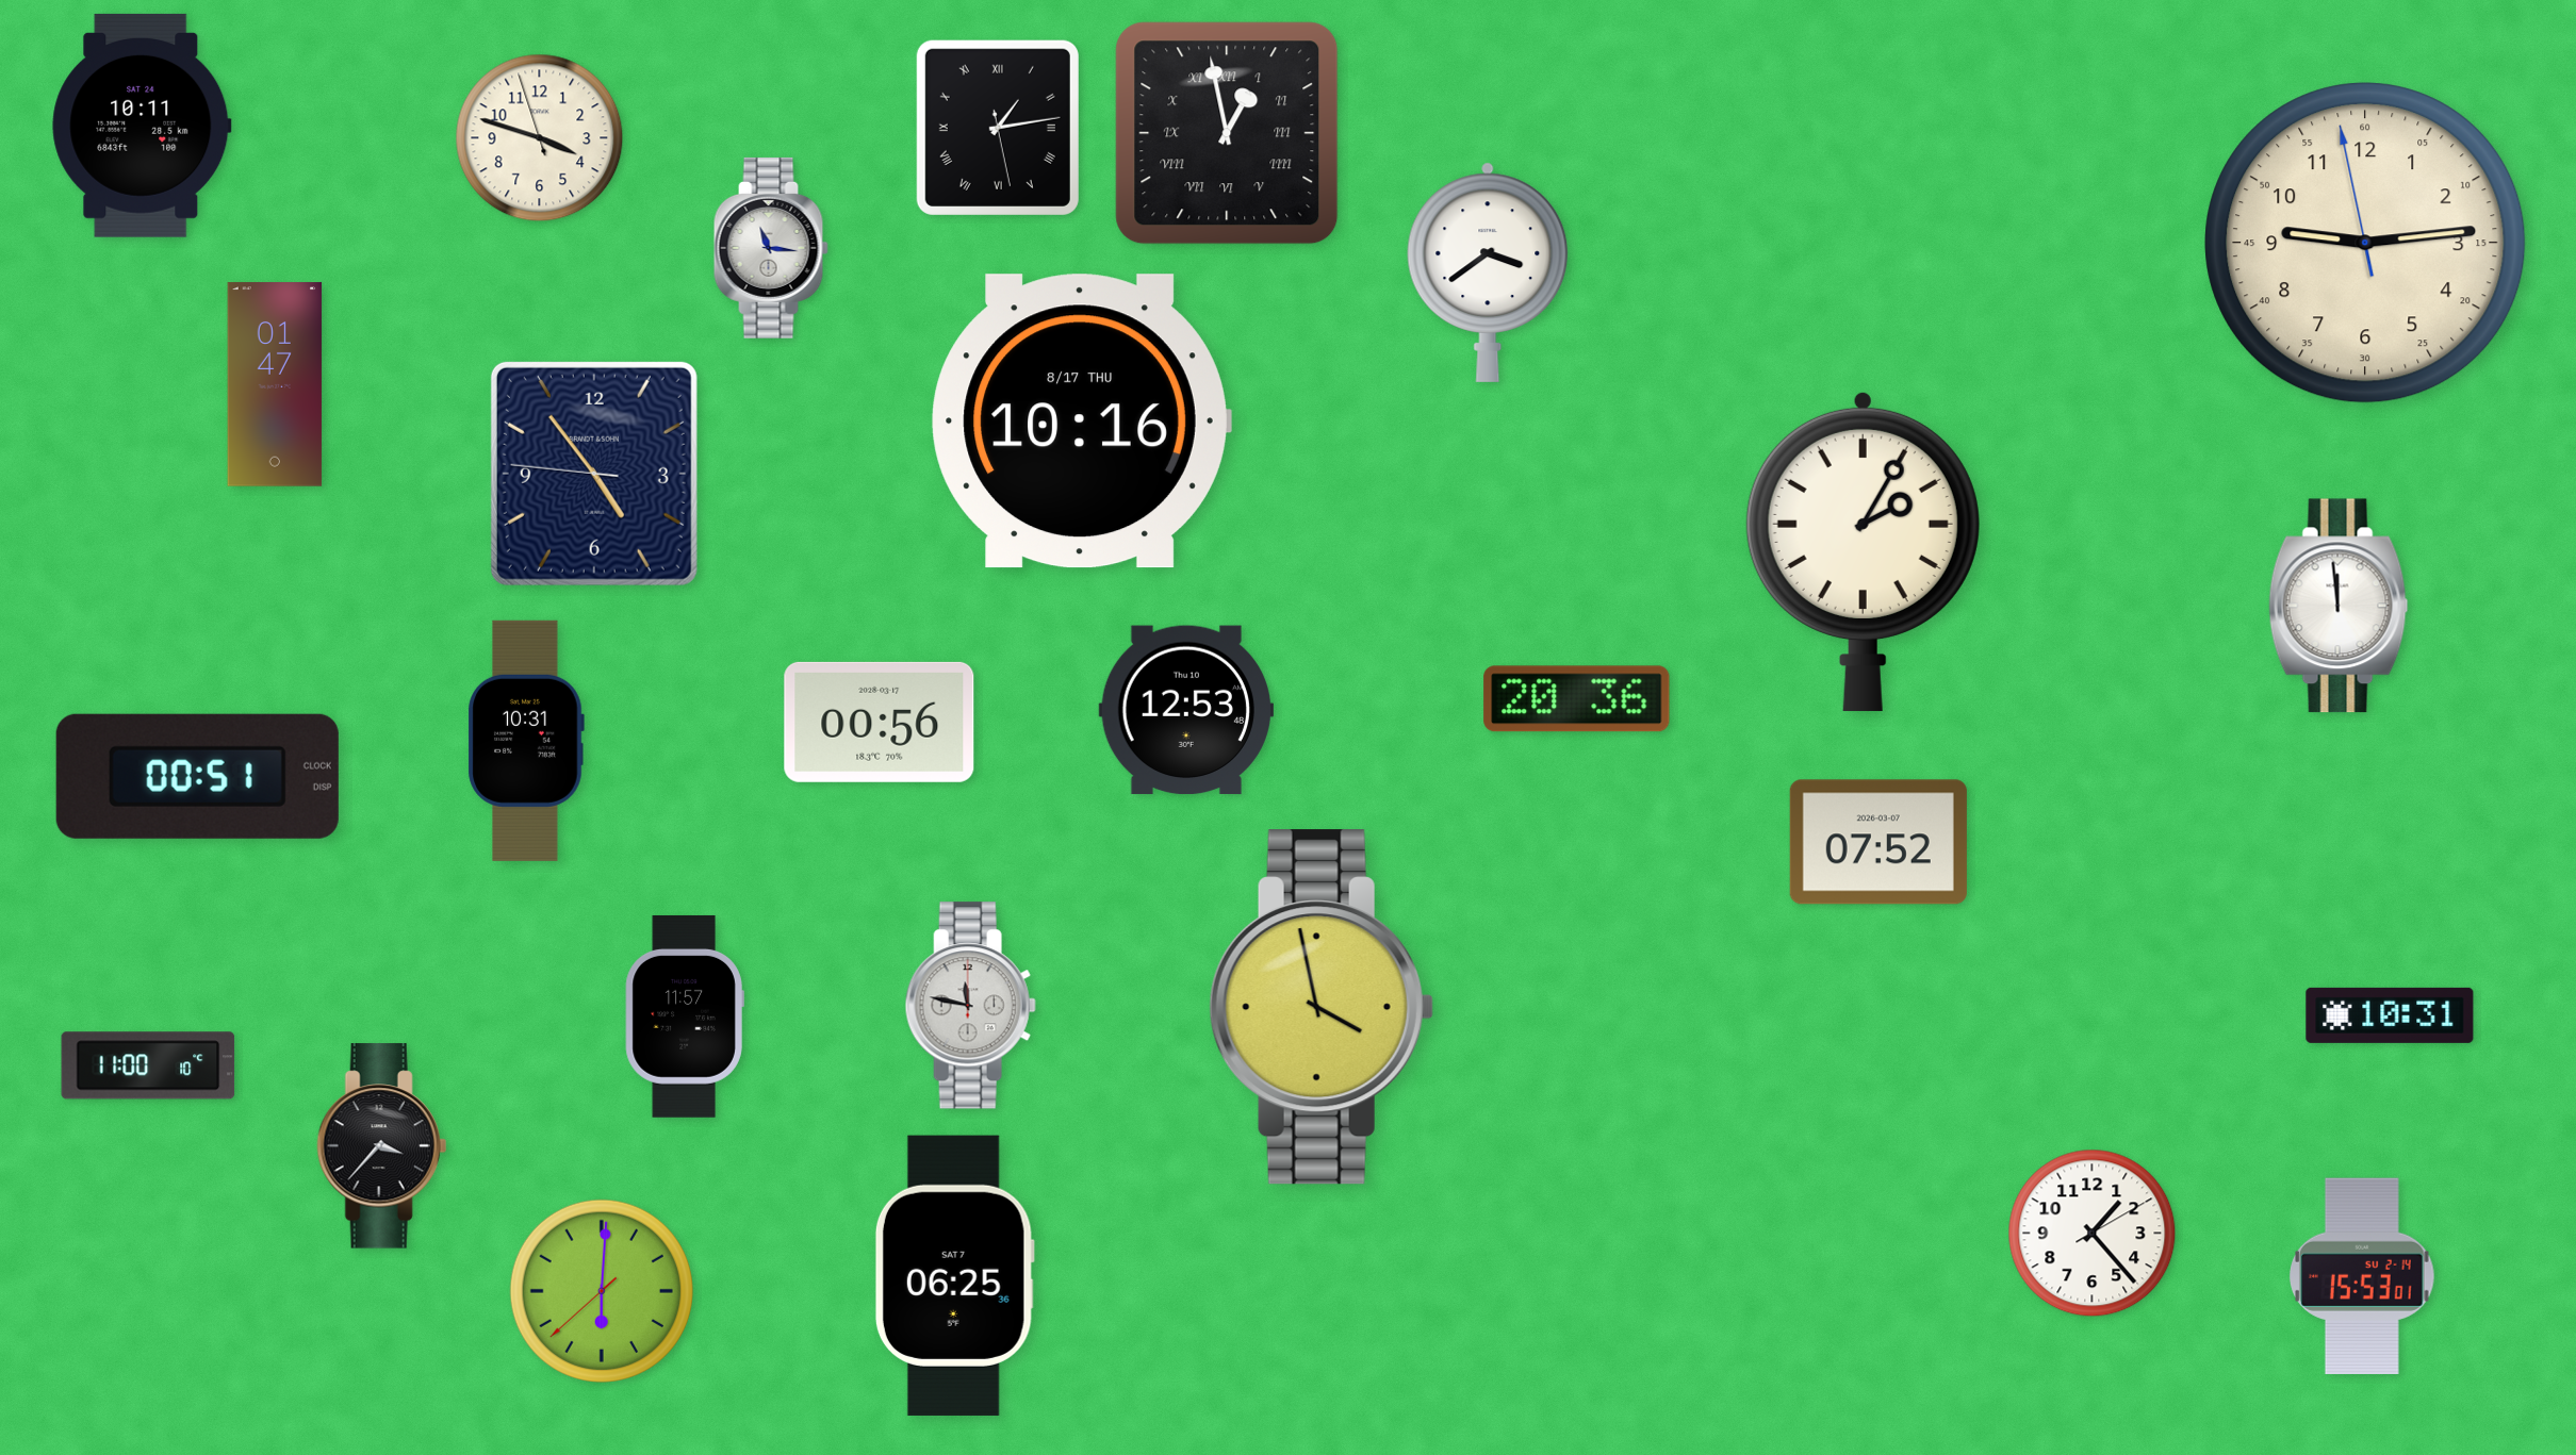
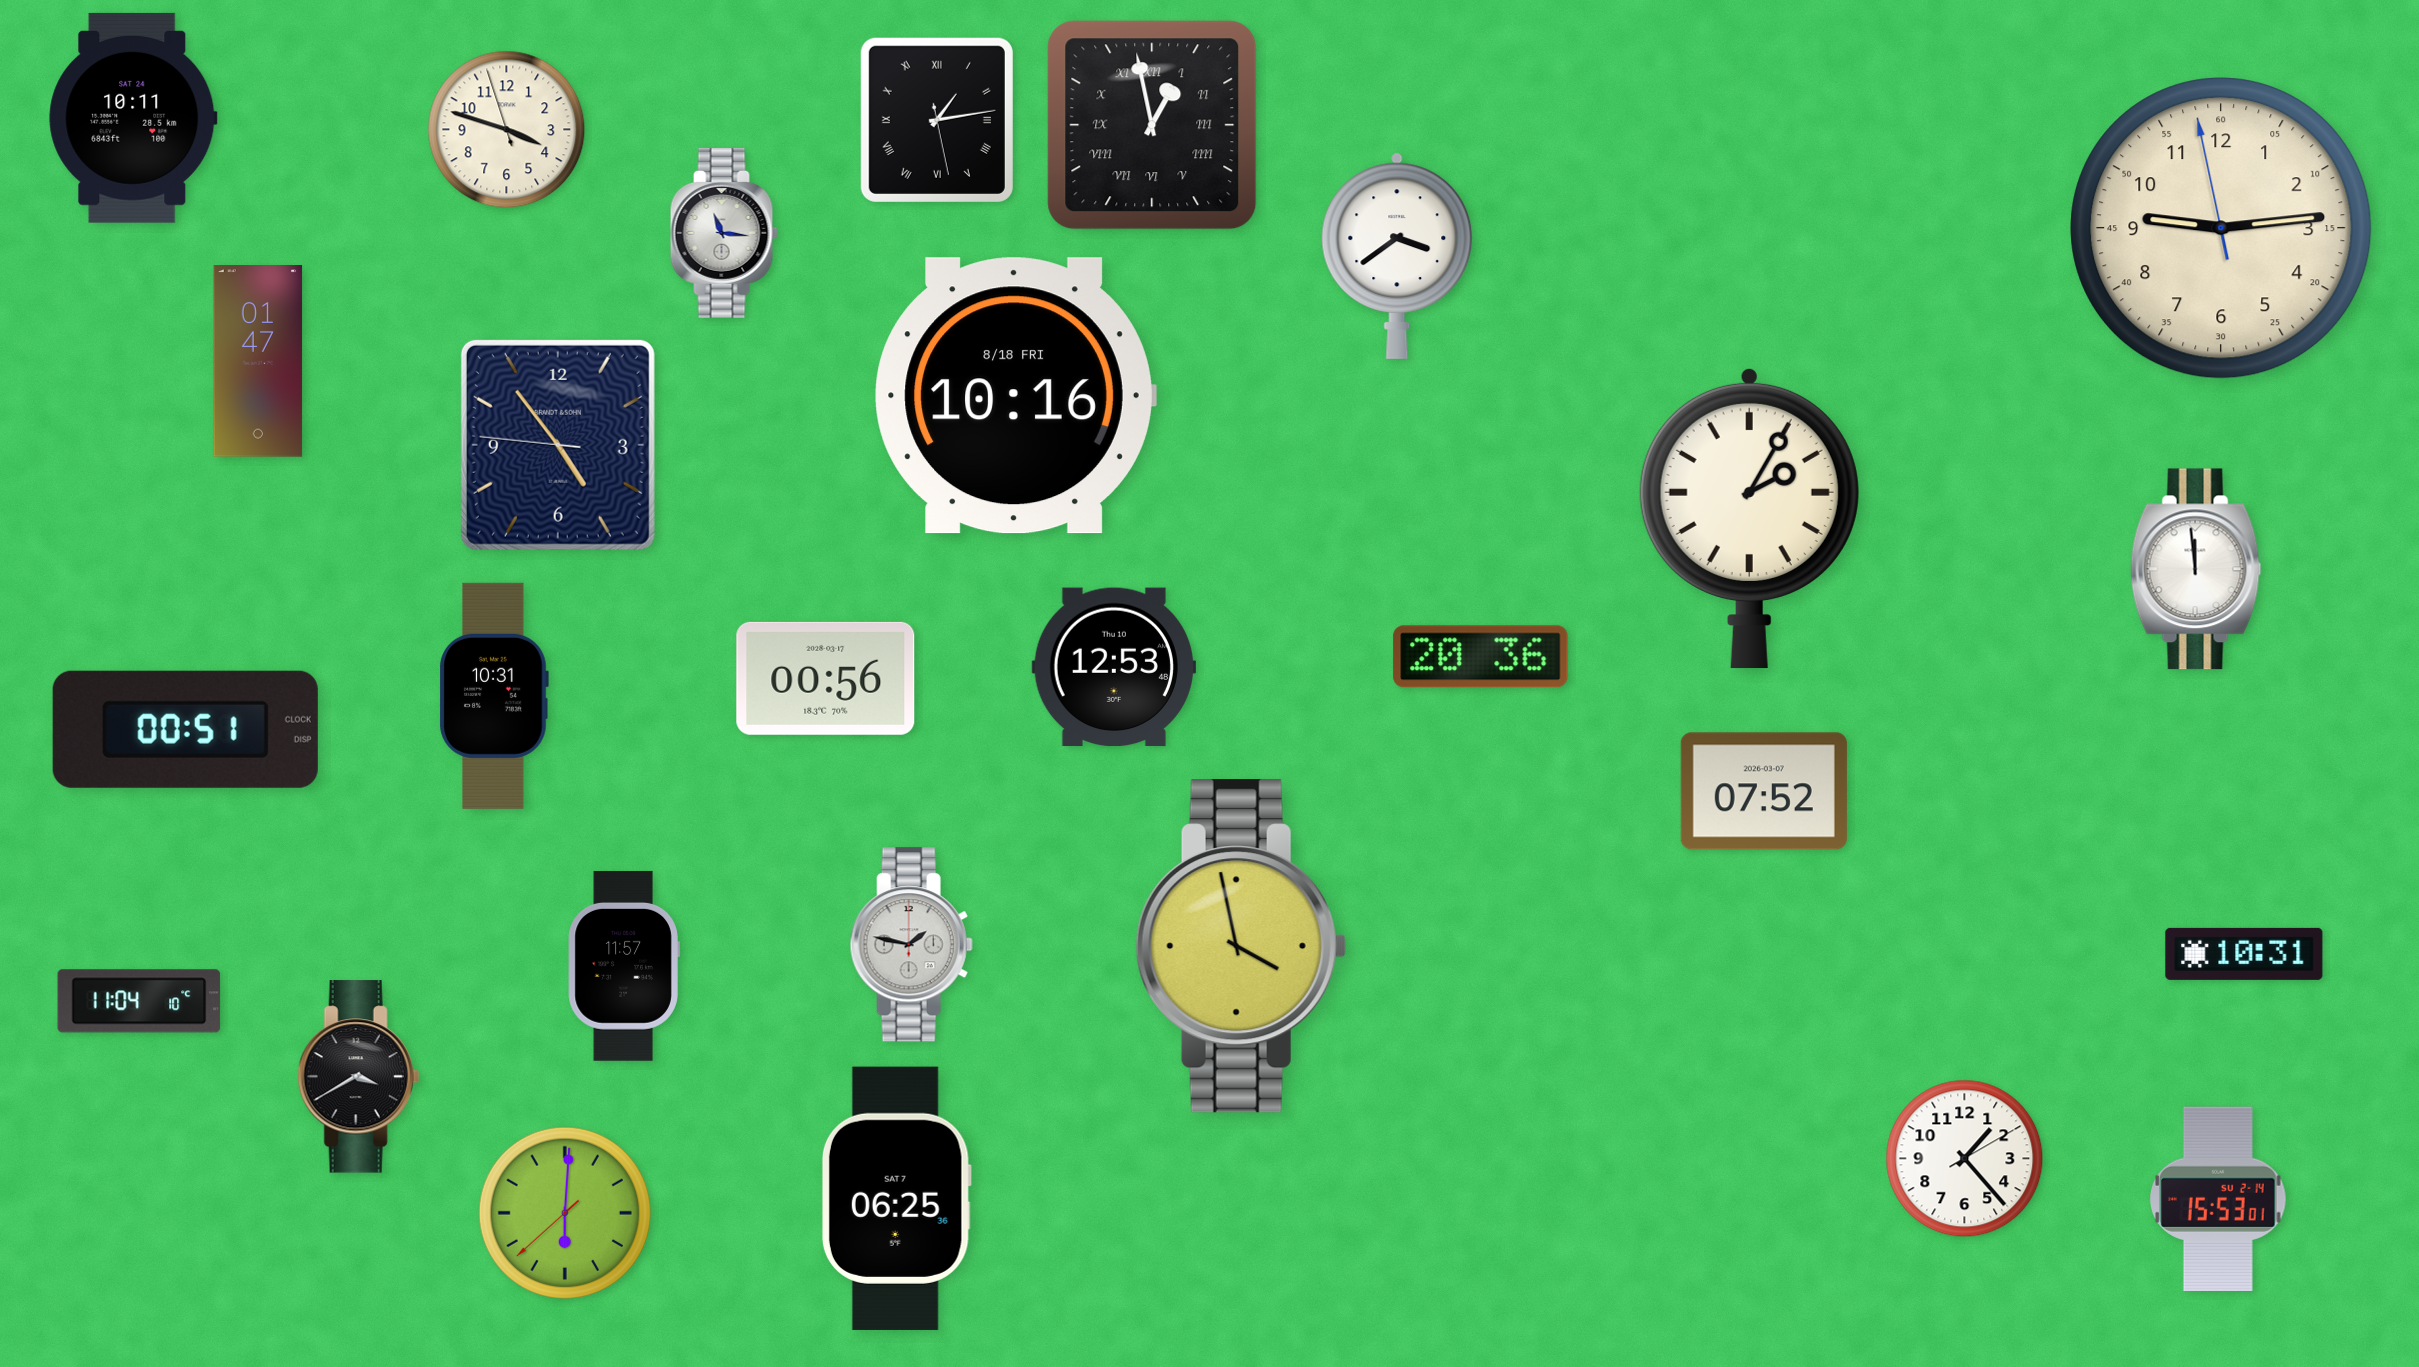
clock at (1081, 421) date: 8/17 THU -> 8/18 FRI
clock at (970, 1006): 11:47 -> 1:47
clock at (685, 1016) position: (685, 1016) -> (624, 966)
clock at (148, 1065): 11:00 -> 11:04
clock at (381, 1146): 3:37 -> 3:40
